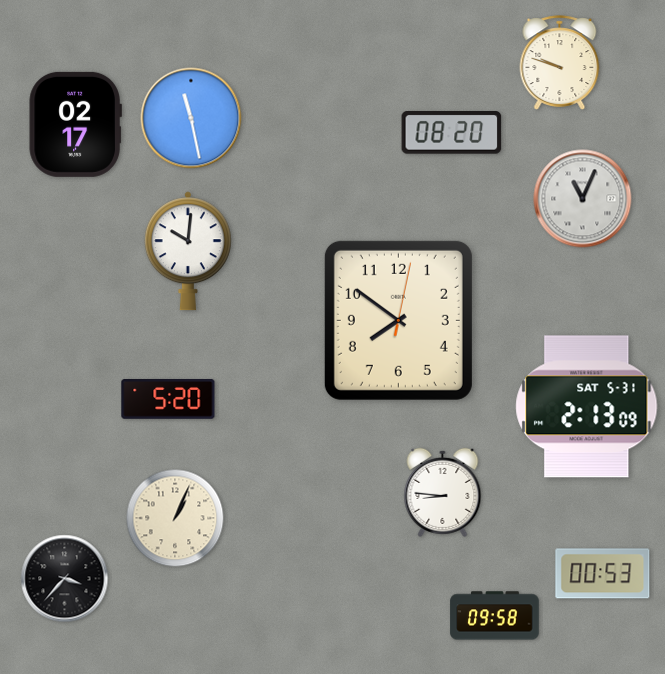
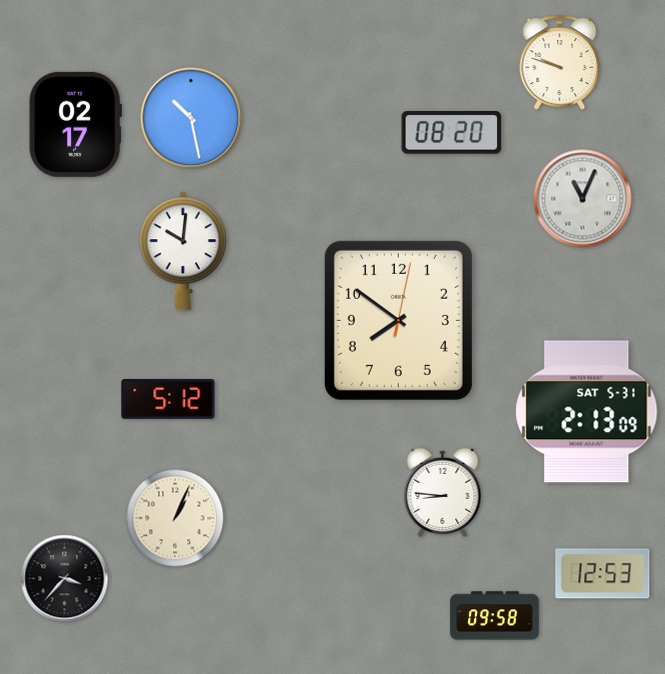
clock at (191, 118): 11:28 -> 10:28
clock at (188, 251) position: (188, 251) -> (183, 251)
clock at (168, 400): 5:20 -> 5:12
clock at (587, 407) position: (587, 407) -> (587, 412)
clock at (603, 574): 00:53 -> 12:53
